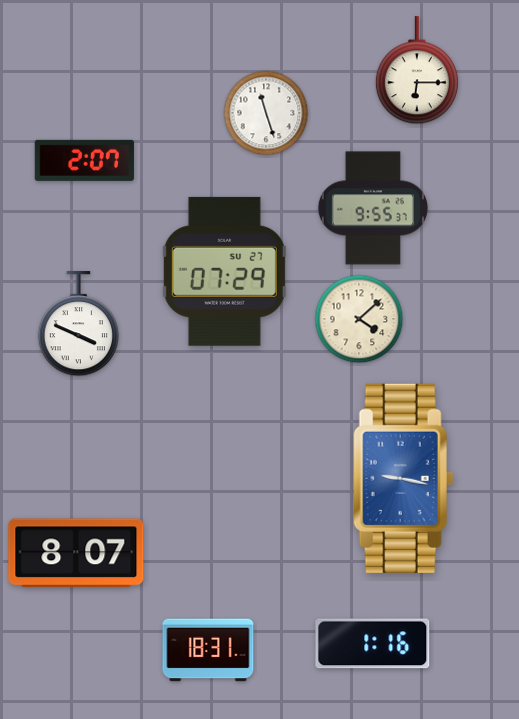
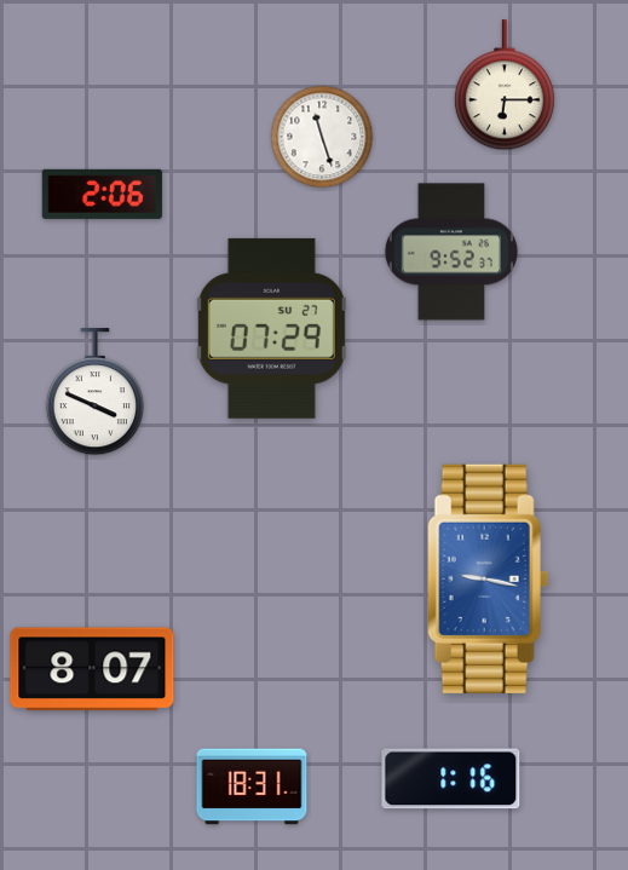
clock at (84, 160): 2:07 -> 2:06
clock at (372, 208): 9:55 -> 9:52
clock at (359, 319): 4:08 -> none
